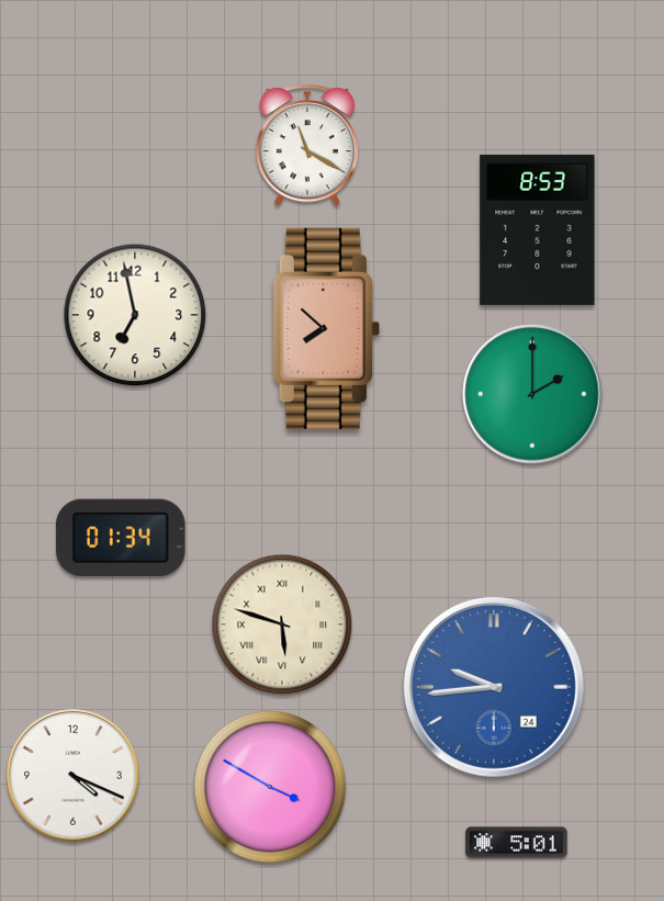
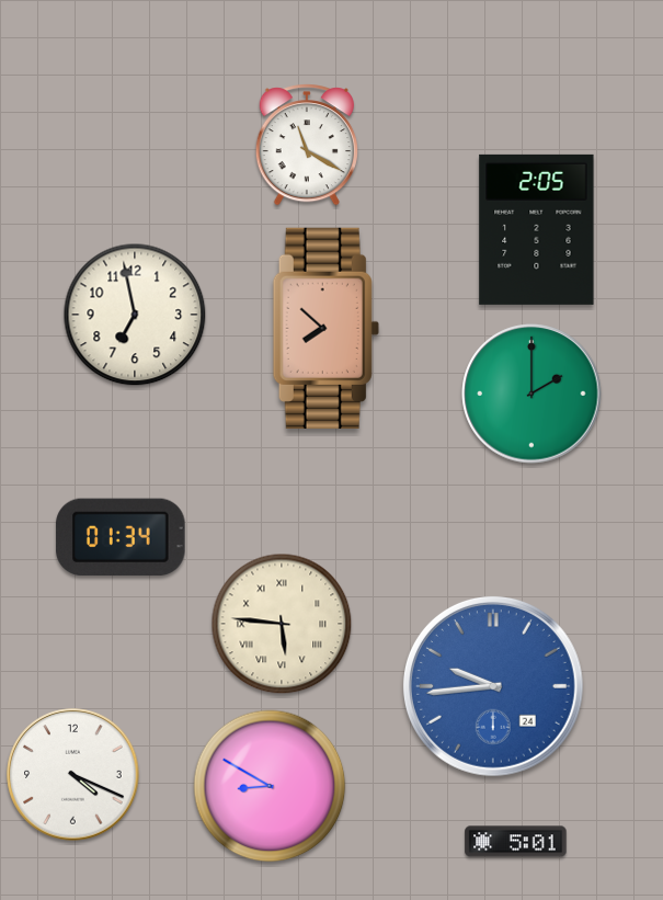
clock at (538, 229): 8:53 -> 2:05
clock at (282, 624): 5:48 -> 5:46
clock at (270, 787): 3:50 -> 8:50
